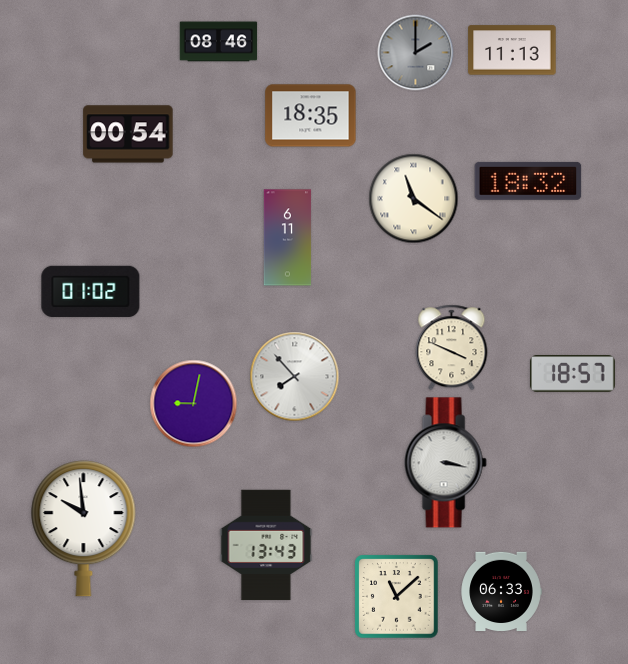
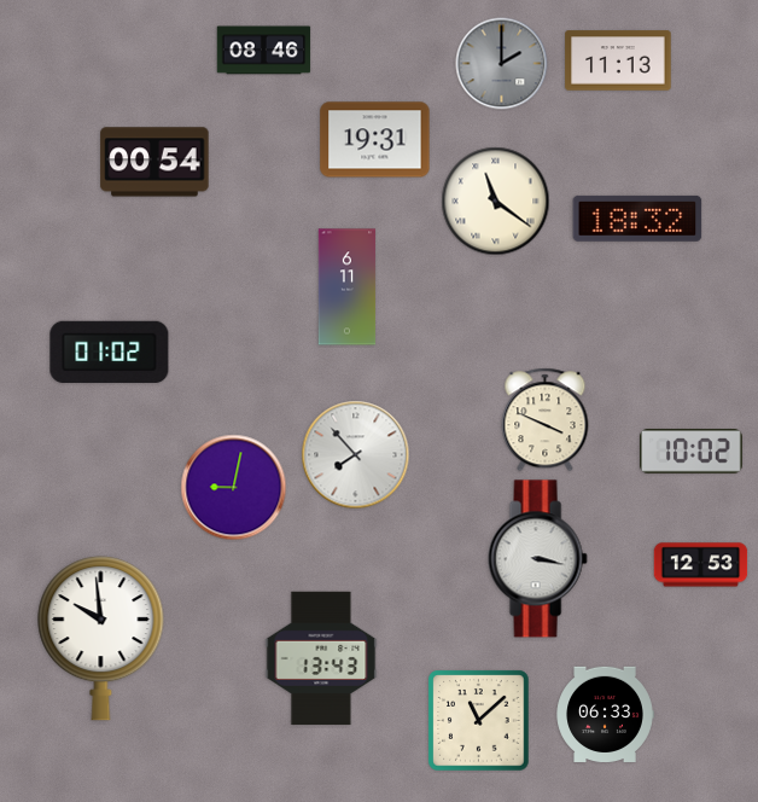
clock at (311, 116): 18:35 -> 19:31
clock at (414, 199) position: (414, 199) -> (496, 202)
clock at (573, 374): 18:57 -> 10:02
clock at (701, 565): none -> 12:53
